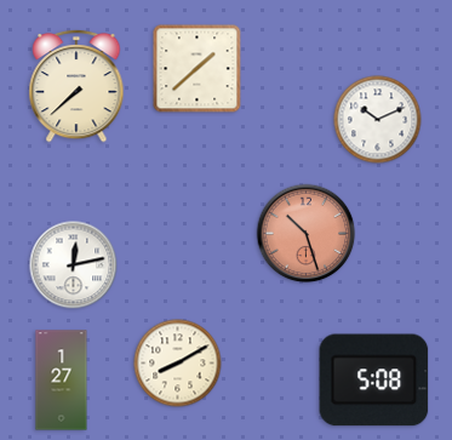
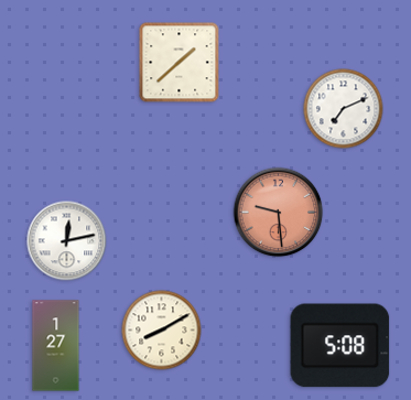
clock at (76, 86): 7:38 -> none
clock at (378, 120): 10:11 -> 7:11
clock at (307, 234): 10:27 -> 9:29
